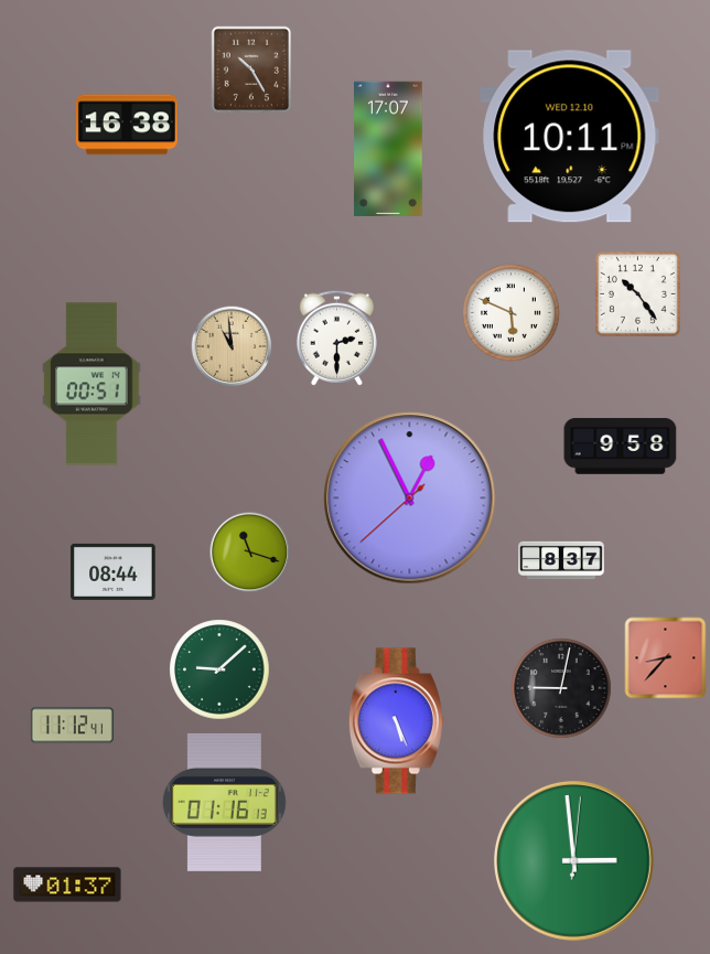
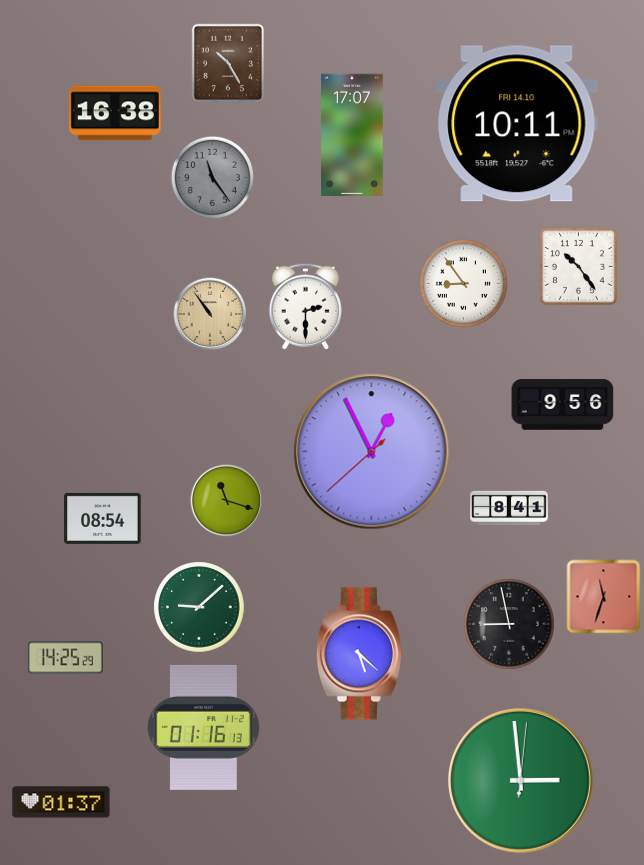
clock at (570, 137) date: WED 12.10 -> FRI 14.10
clock at (212, 177): none -> 11:24
clock at (510, 312): 5:49 -> 8:54
clock at (232, 346): 10:59 -> 10:54
clock at (92, 384): 00:51 -> none
clock at (621, 447): 9:58 -> 9:56
clock at (561, 560): 8:37 -> 8:41
clock at (114, 571): 08:44 -> 08:54
clock at (666, 658): 8:37 -> 11:33
clock at (561, 688): 9:02 -> 8:58
clock at (396, 721): 5:26 -> 5:22
clock at (72, 726): 11:12 -> 14:25
